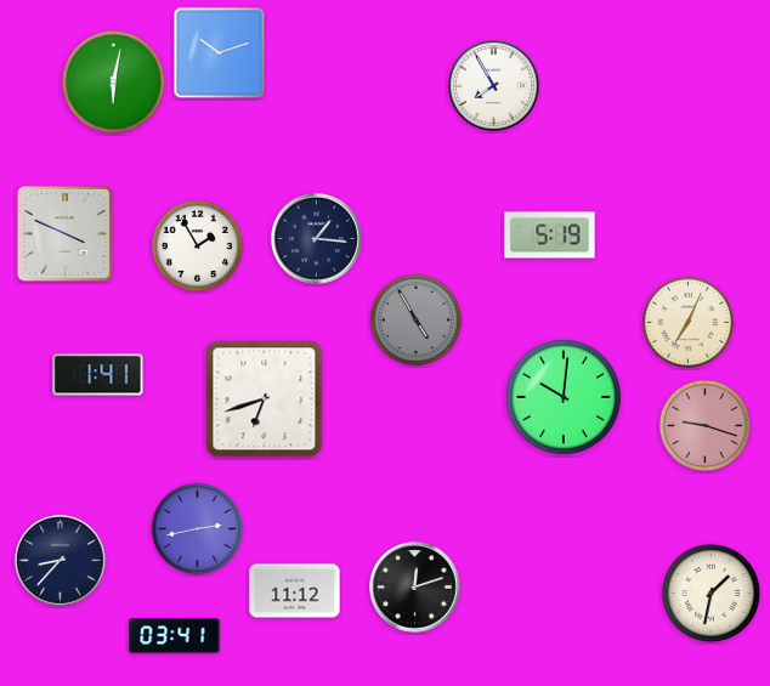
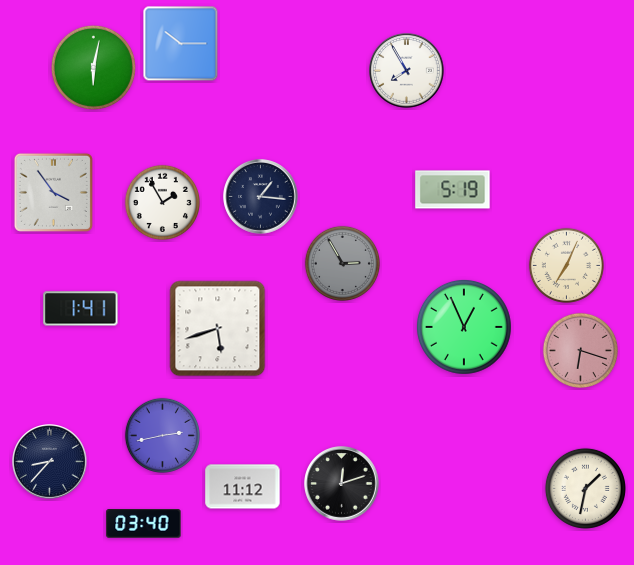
clock at (220, 53): 10:12 -> 10:15
clock at (64, 233): 3:49 -> 3:54
clock at (550, 236) position: (550, 236) -> (453, 190)
clock at (415, 319): 4:55 -> 2:55
clock at (564, 397): 10:01 -> 12:56
clock at (265, 399): 6:42 -> 5:42
clock at (704, 425): 9:18 -> 6:18
clock at (175, 636): 03:41 -> 03:40
